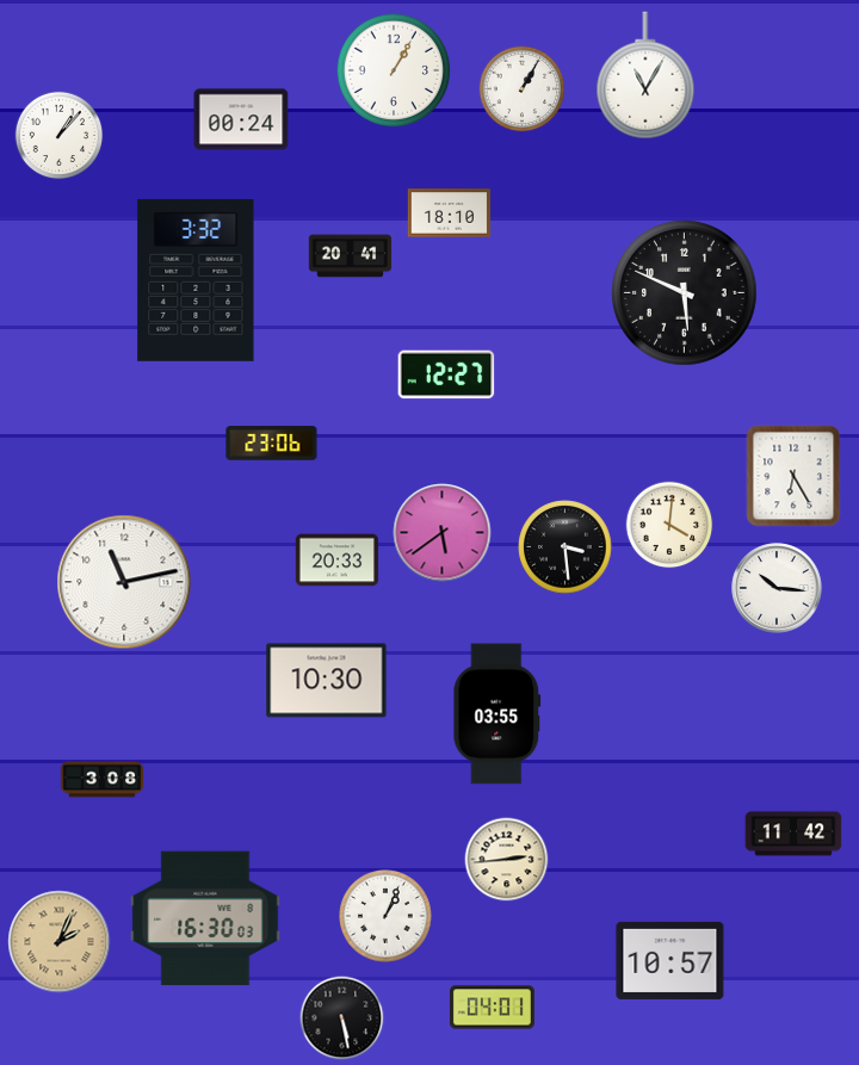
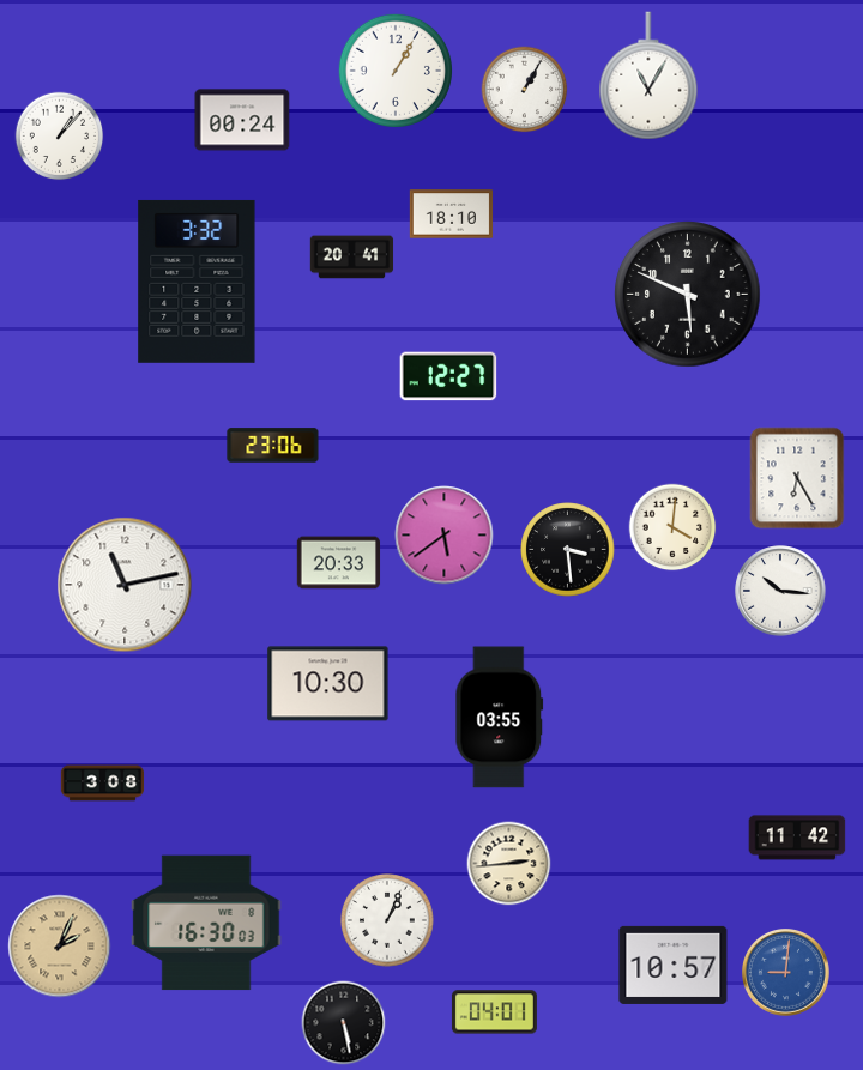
clock at (786, 973): none -> 9:01
